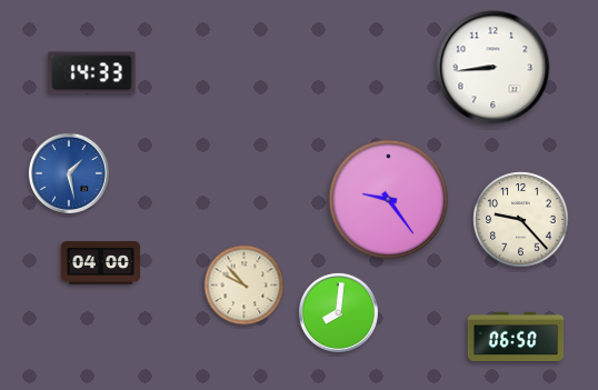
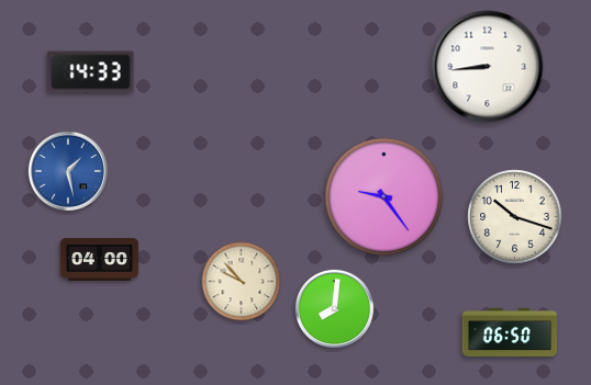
clock at (521, 220): 9:23 -> 10:18
